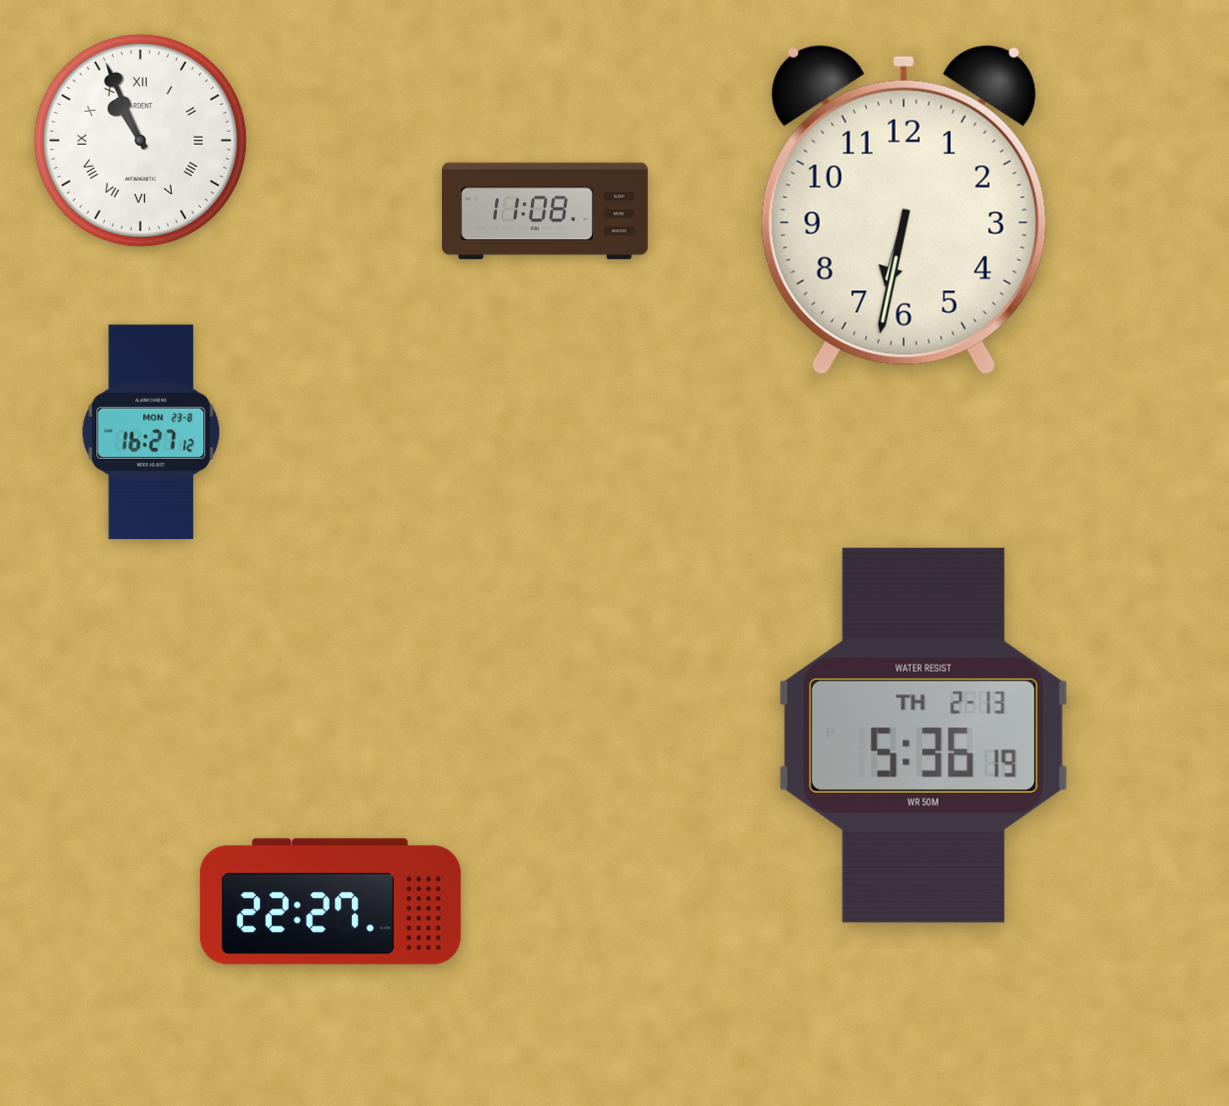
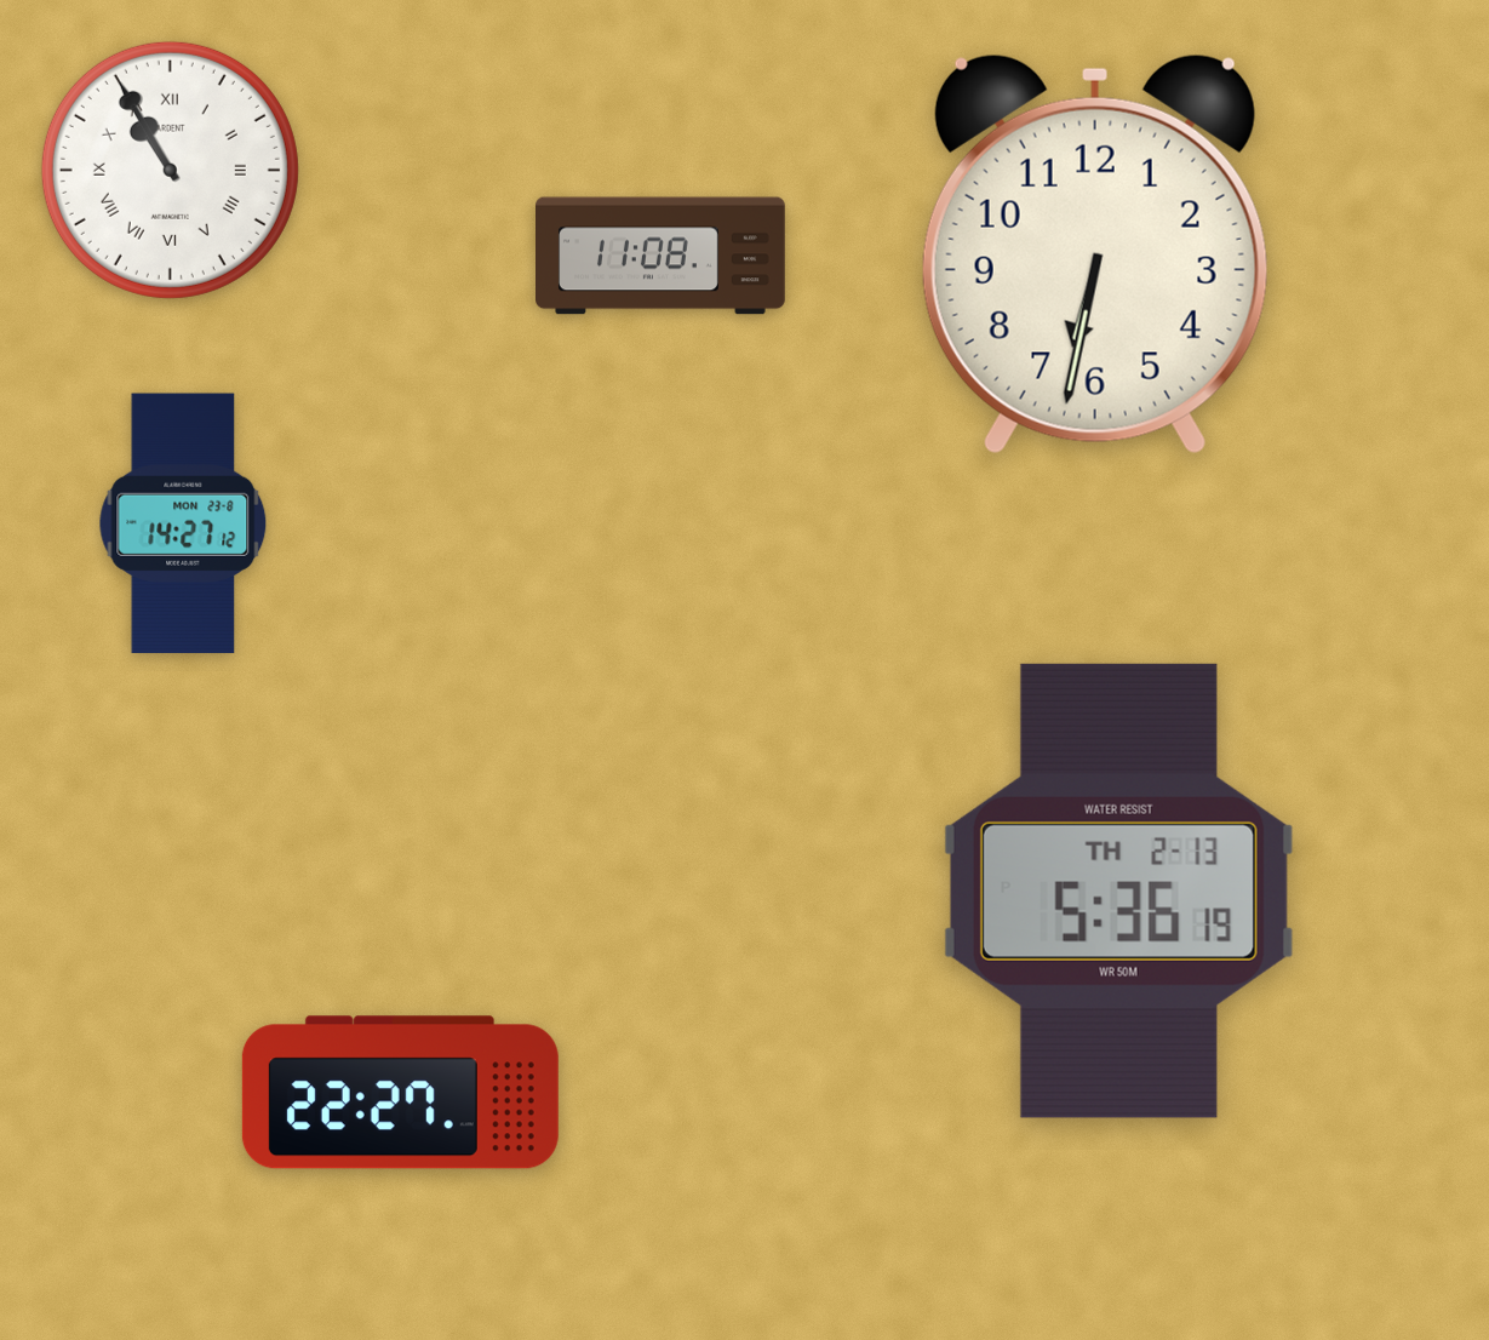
clock at (140, 140): 10:56 -> 10:55
clock at (151, 432): 16:27 -> 14:27
